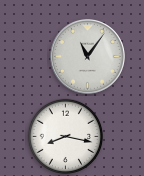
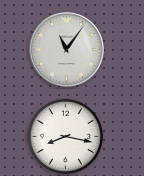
clock at (88, 57) position: (88, 57) -> (67, 50)
